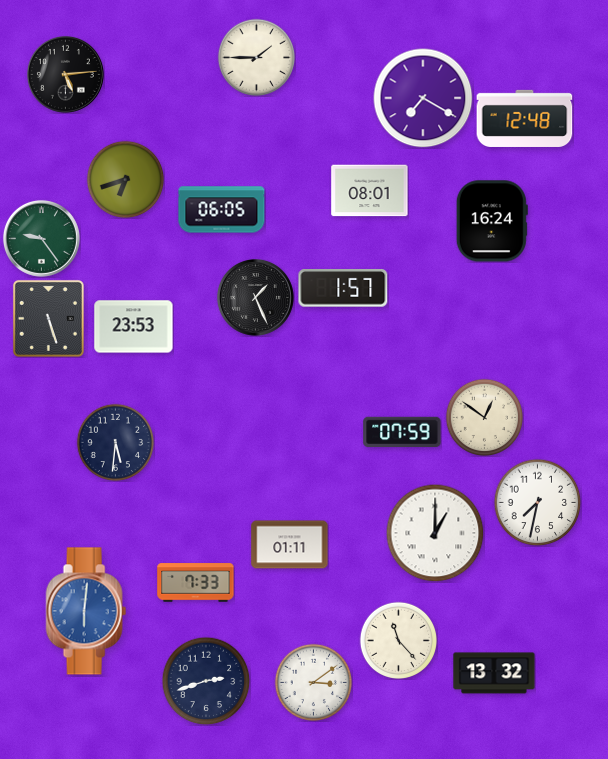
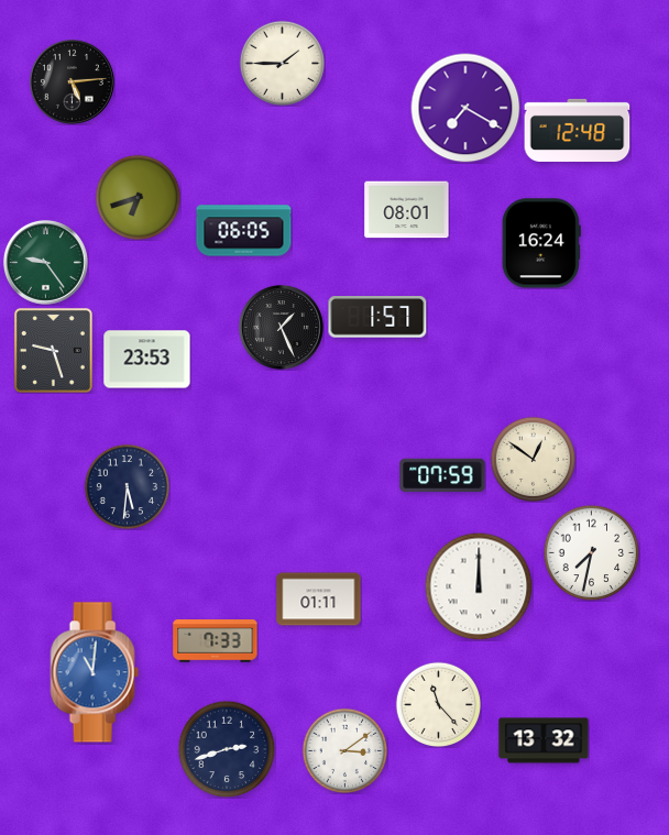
clock at (48, 318): 5:27 -> 9:27
clock at (435, 533): 1:00 -> 12:00
clock at (86, 611): 6:01 -> 11:01
